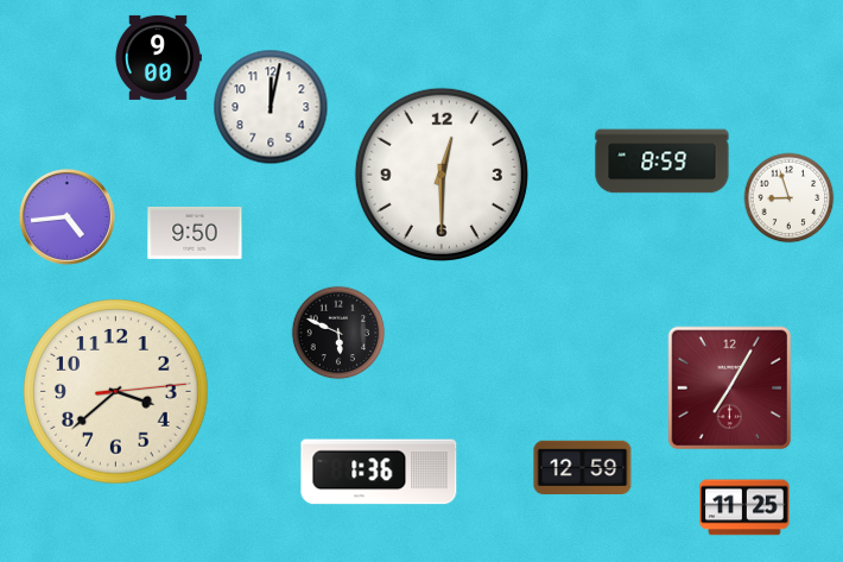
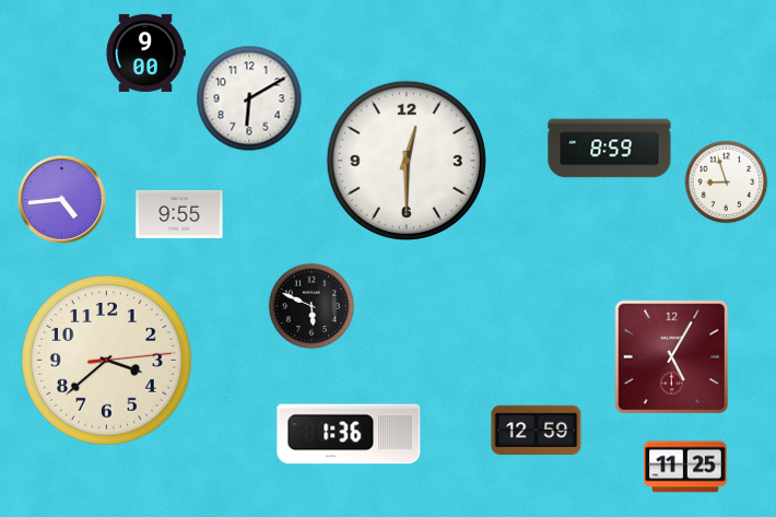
clock at (271, 107): 12:02 -> 6:10
clock at (195, 233): 9:50 -> 9:55
clock at (730, 389): 7:05 -> 5:05
